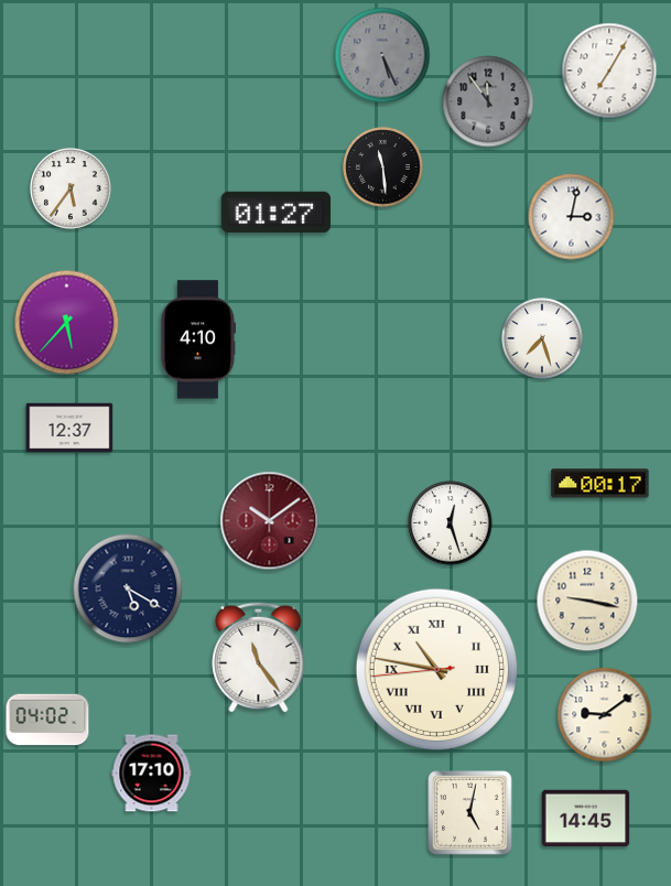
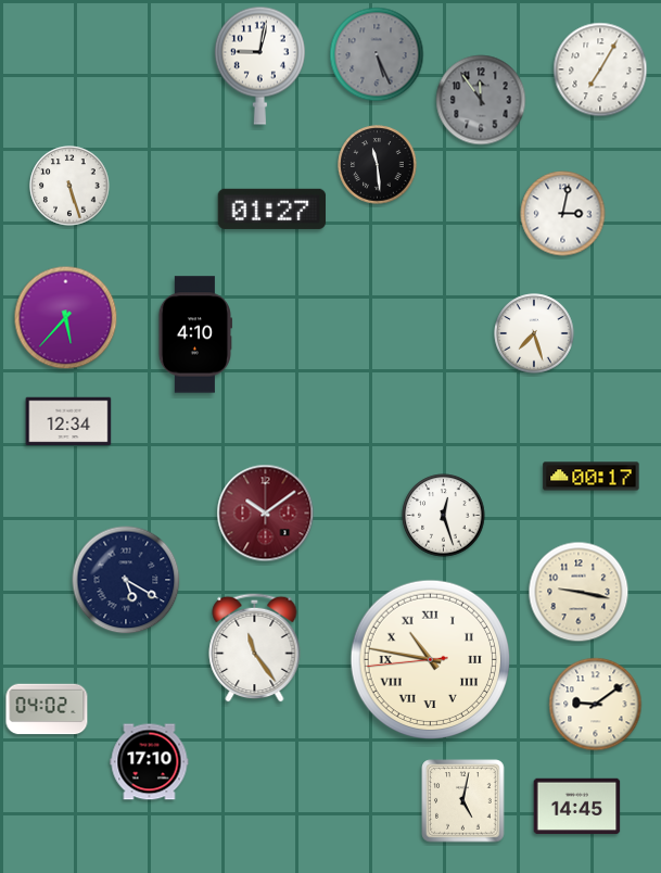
clock at (259, 65): none -> 9:02
clock at (71, 188): 5:36 -> 5:27
clock at (69, 428): 12:37 -> 12:34
